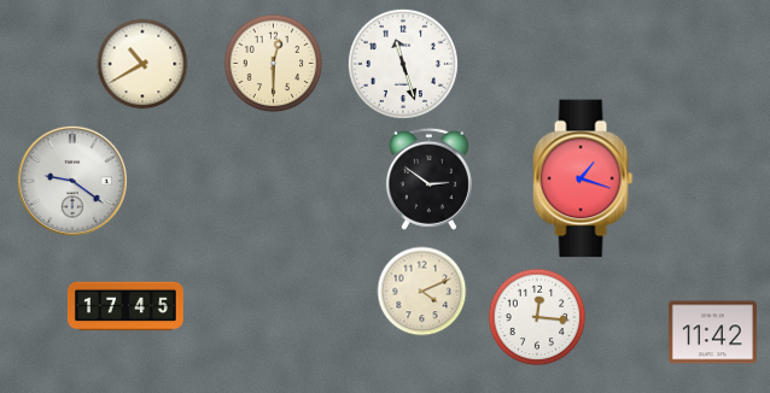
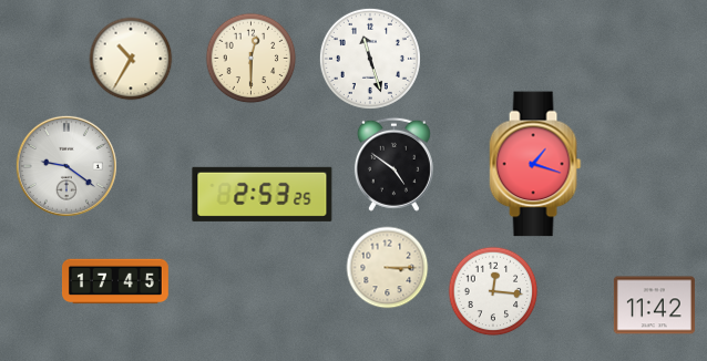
clock at (142, 64): 10:40 -> 10:35
clock at (428, 178): 2:51 -> 4:51
clock at (263, 194): none -> 2:53
clock at (422, 292): 4:11 -> 3:15
